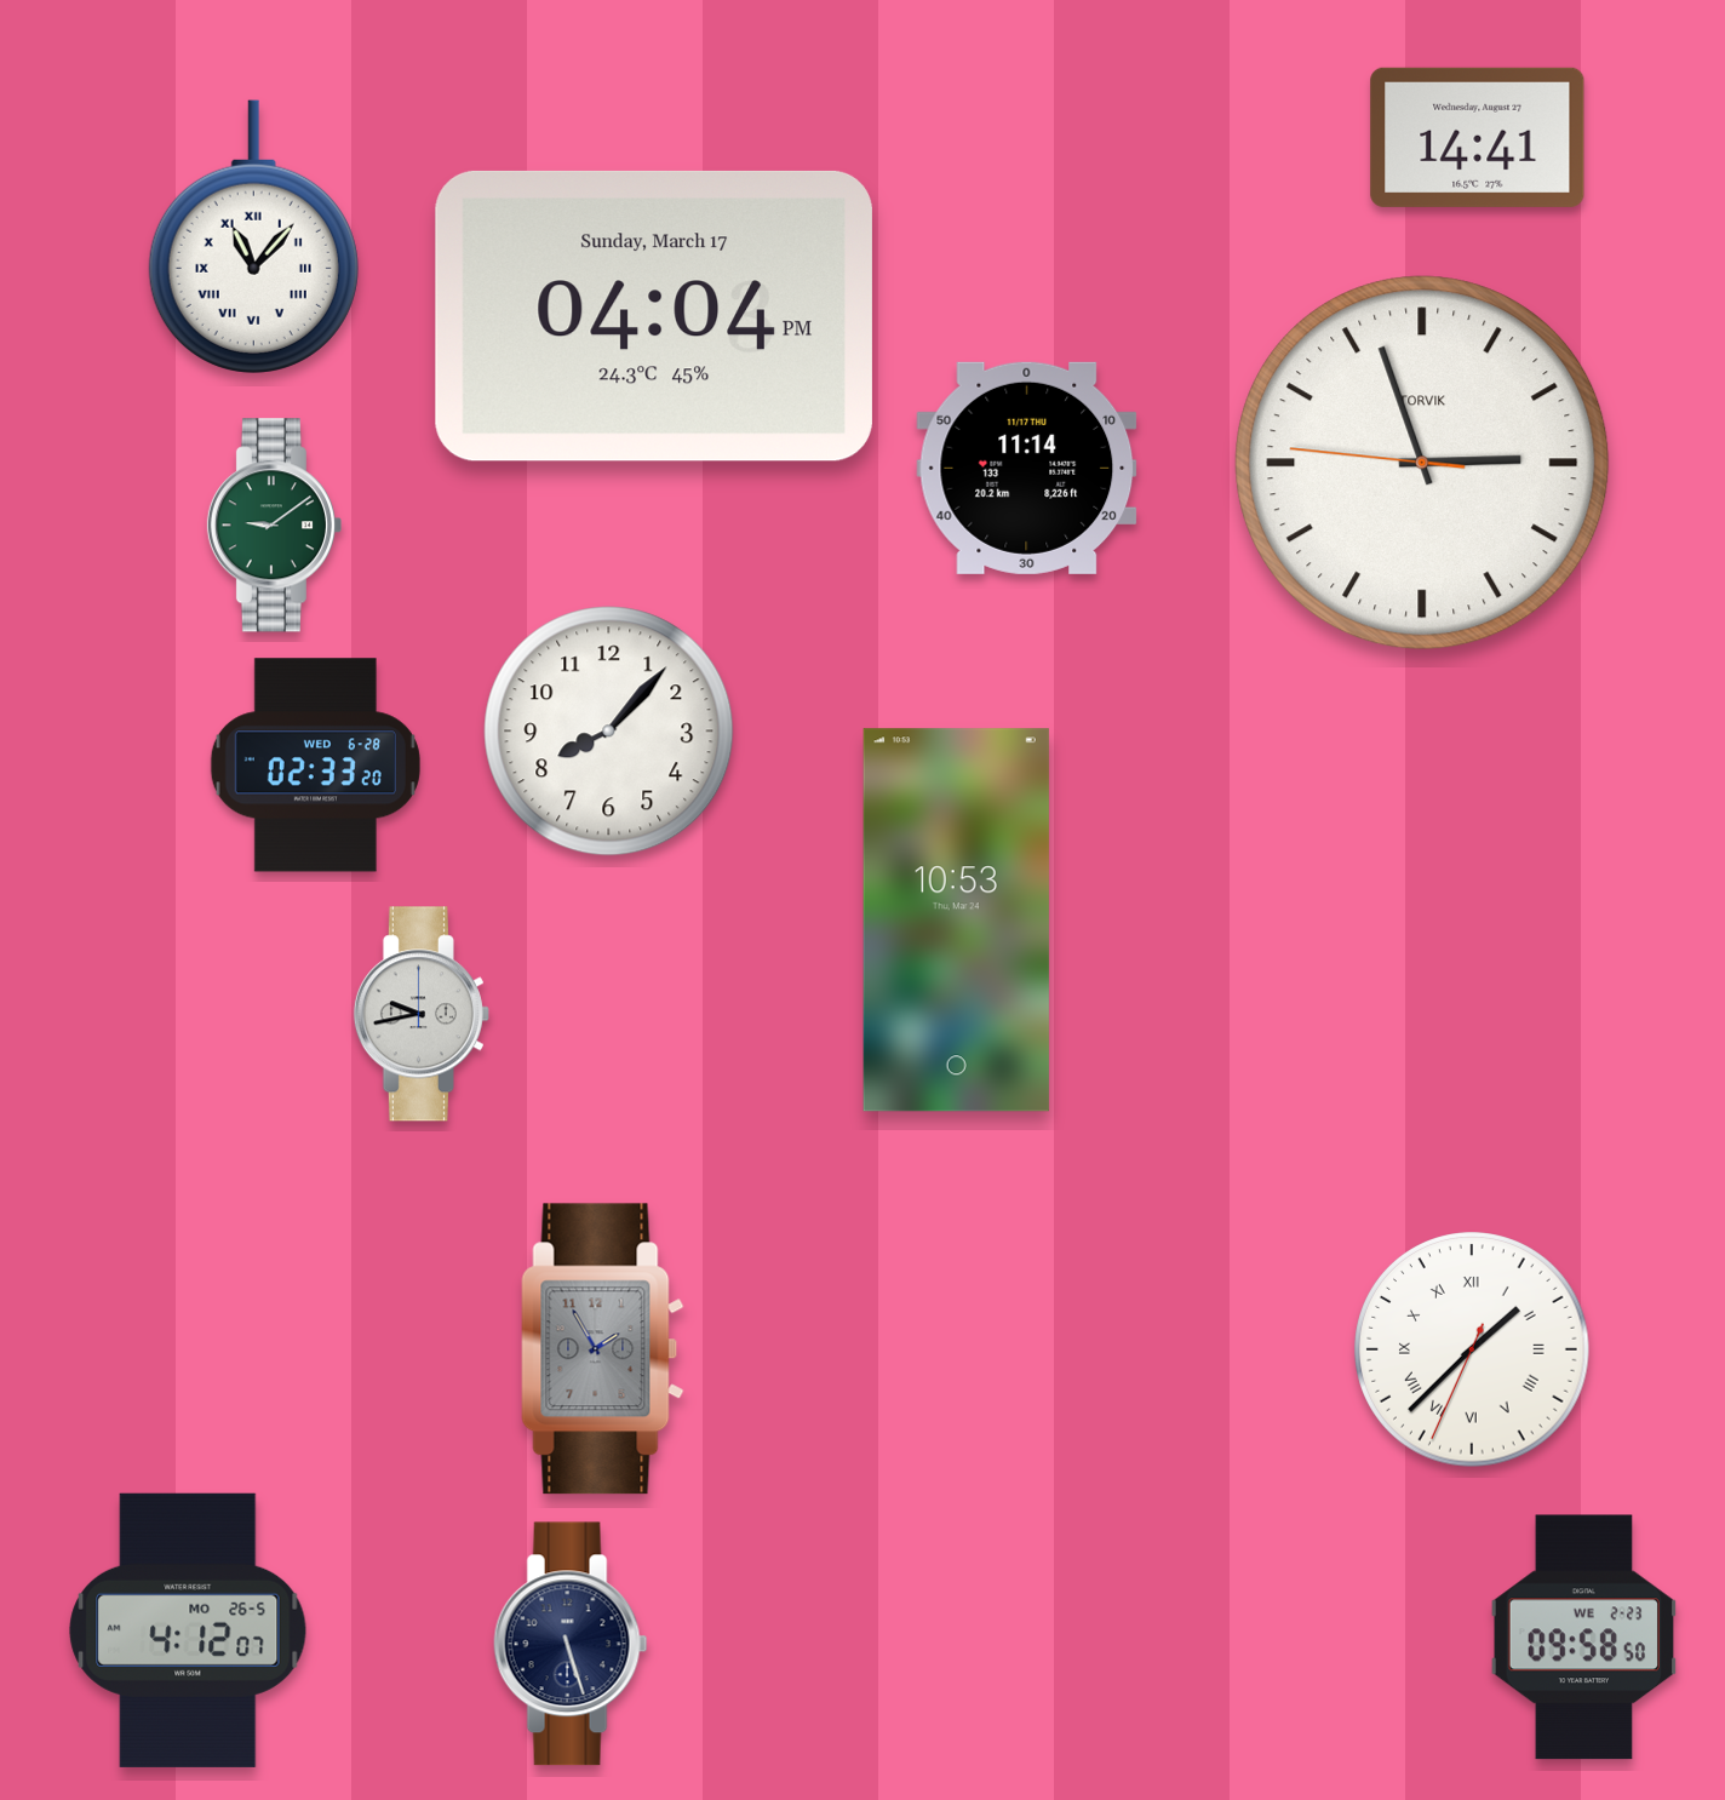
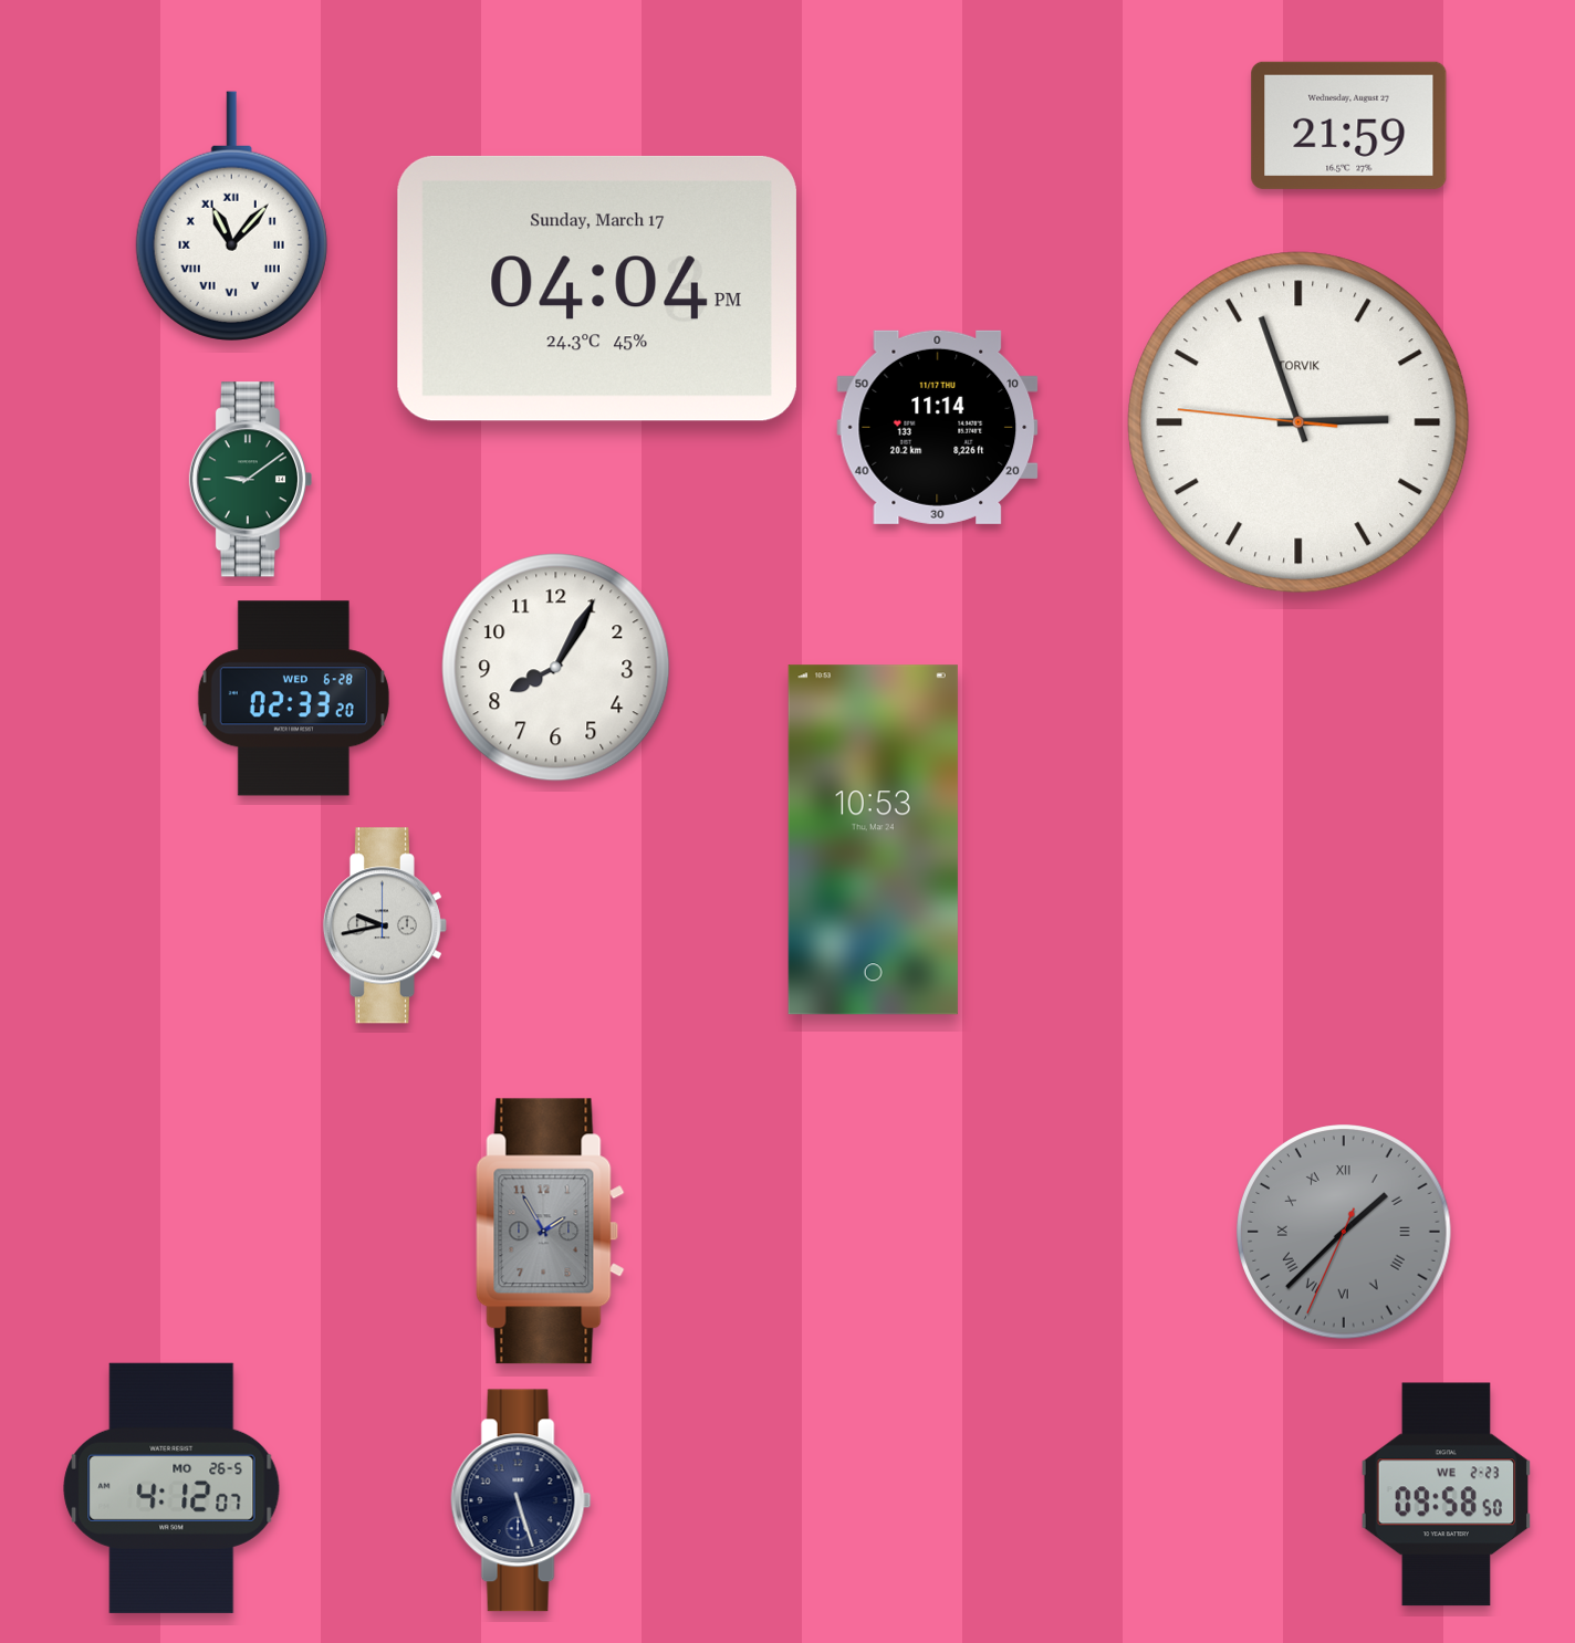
clock at (1478, 137): 14:41 -> 21:59
clock at (609, 732): 8:07 -> 8:05
clock at (315, 766) position: (315, 766) -> (293, 699)
clock at (1472, 1349) dial: white -> grey
